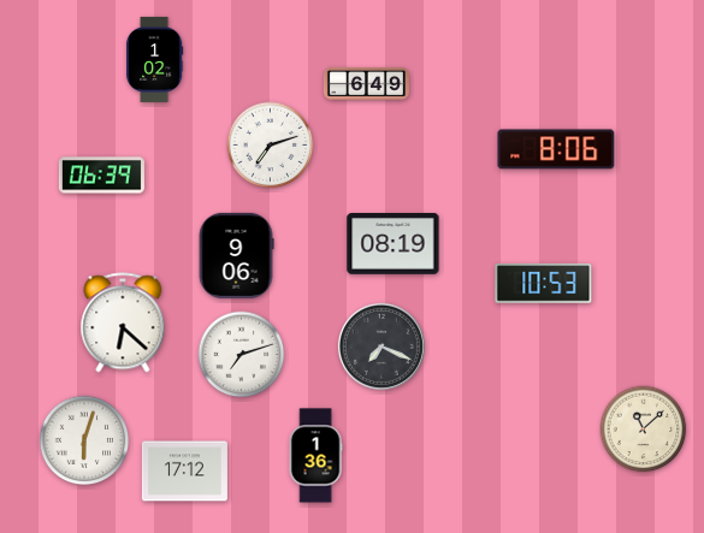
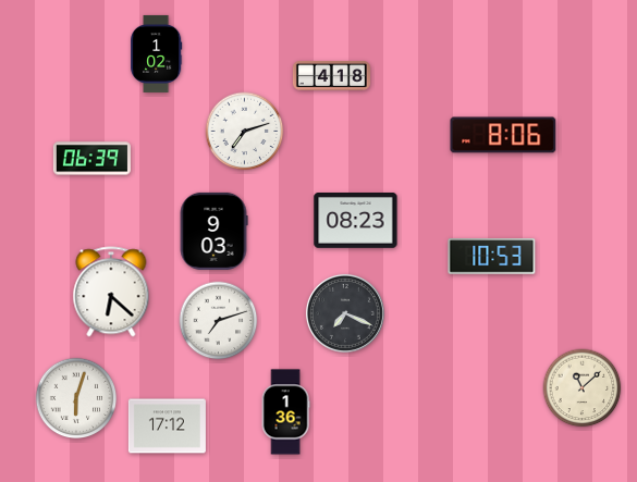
clock at (155, 59) position: (155, 59) -> (157, 53)
clock at (366, 84): 6:49 -> 4:18
clock at (394, 244): 08:19 -> 08:23
clock at (236, 255): 9:06 -> 9:03
